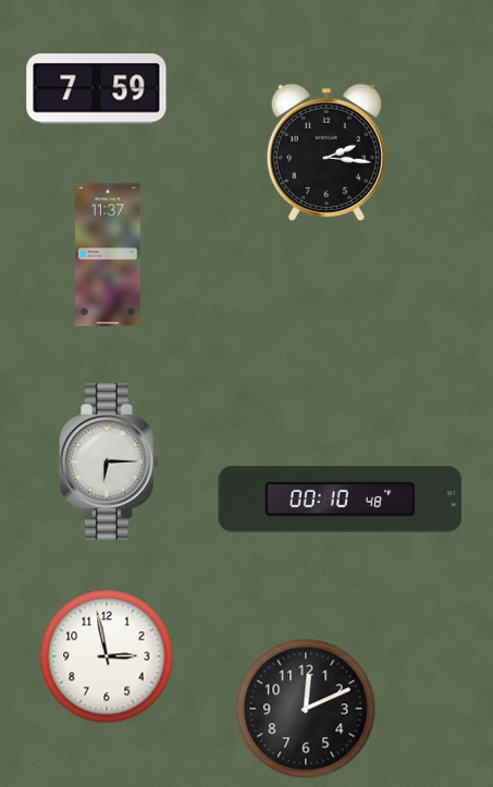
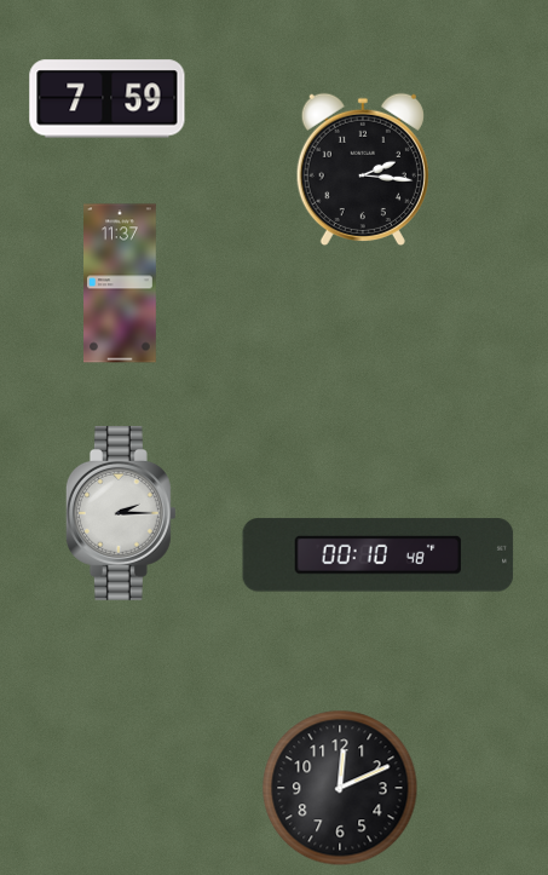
clock at (109, 462): 6:15 -> 2:15
clock at (107, 656): 2:58 -> none
